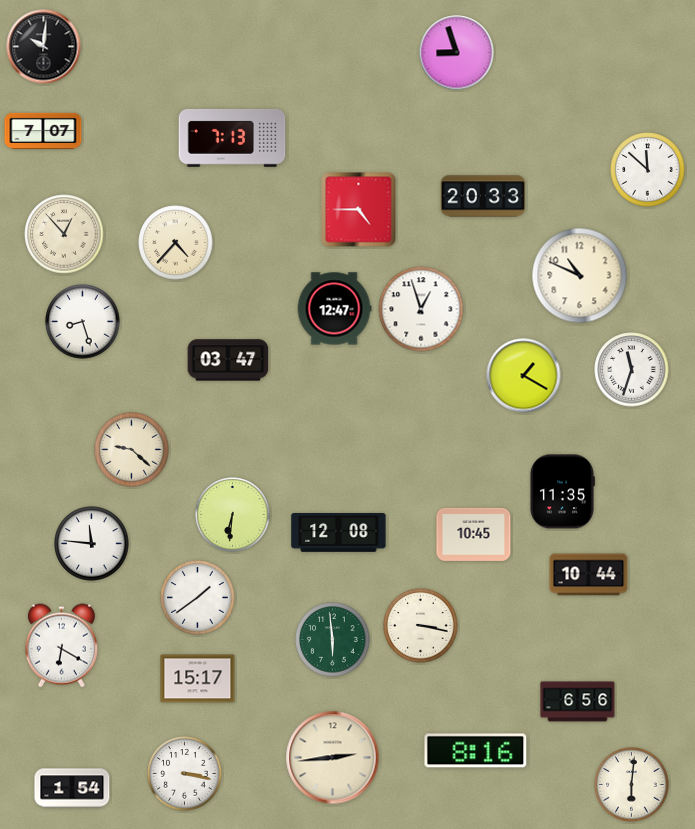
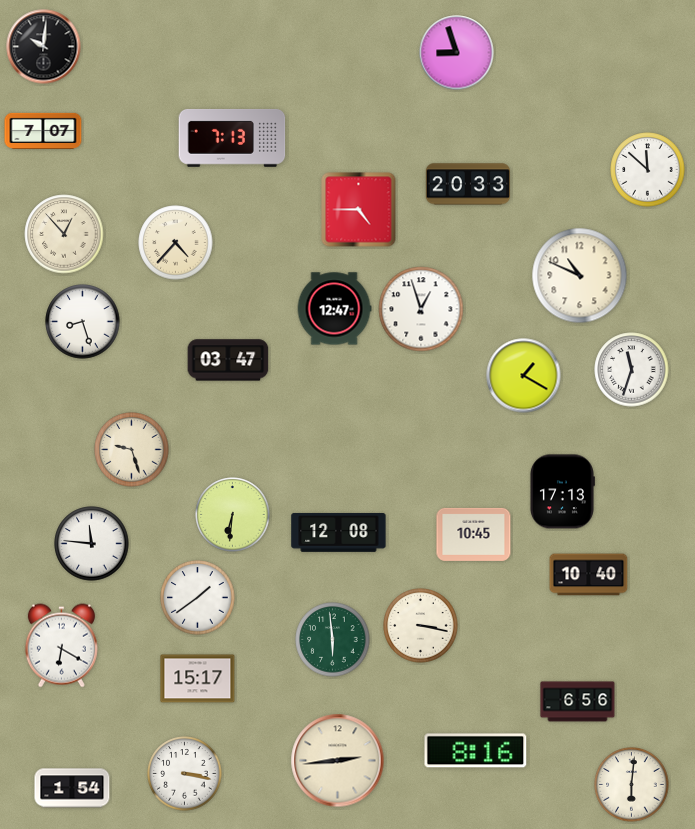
clock at (483, 196) position: (483, 196) -> (468, 184)
clock at (132, 450): 9:22 -> 9:27
clock at (562, 492): 11:35 -> 17:13
clock at (589, 575): 10:44 -> 10:40
clock at (333, 758) position: (333, 758) -> (338, 761)
